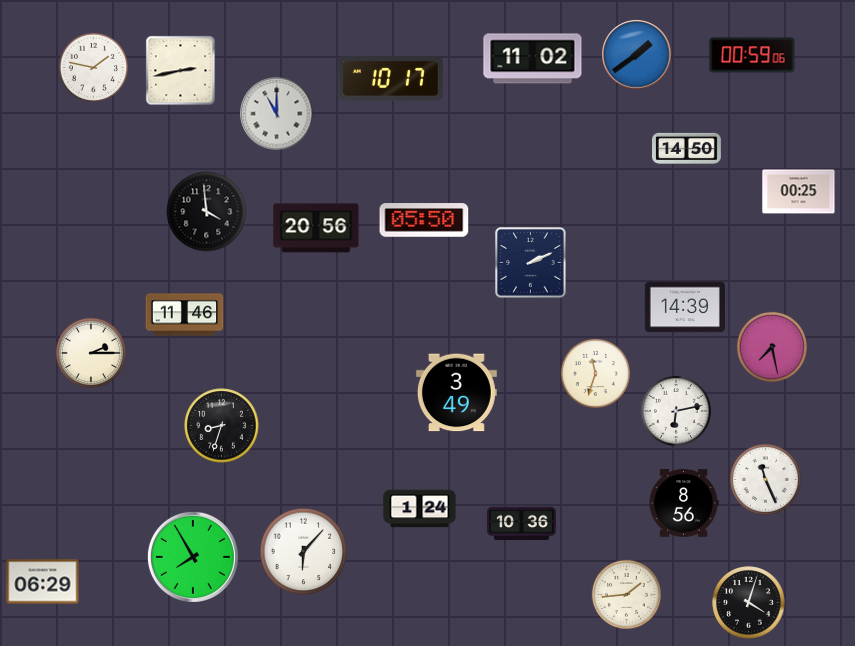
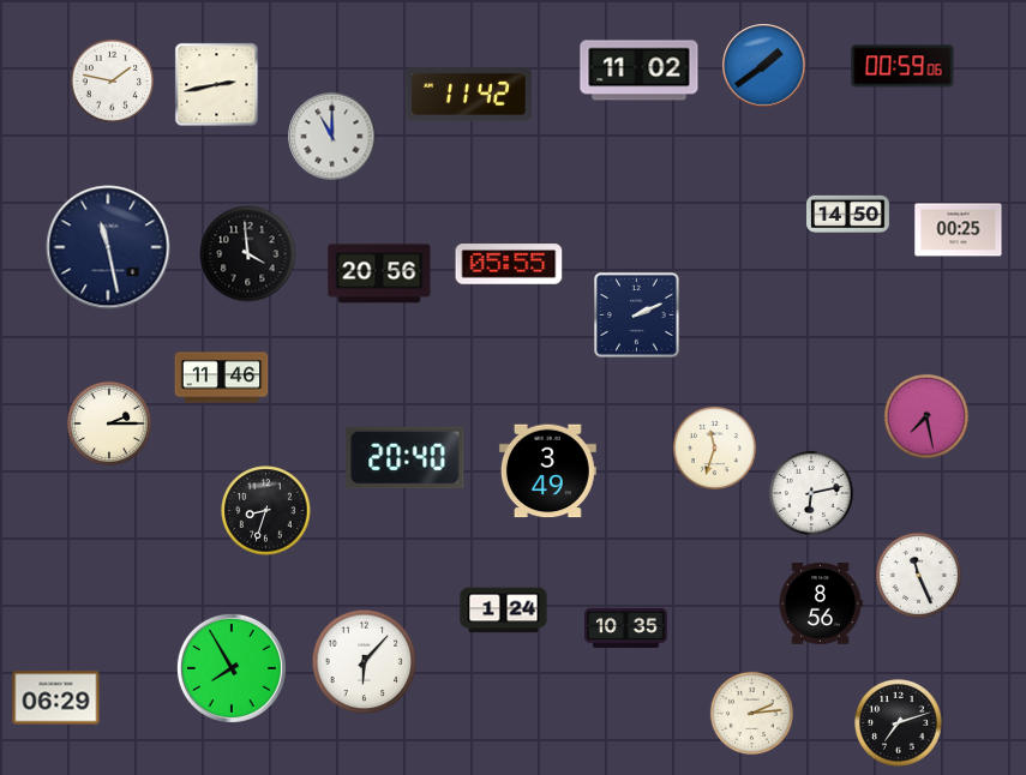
clock at (390, 79): 10:17 -> 11:42
clock at (687, 148) position: (687, 148) -> (848, 214)
clock at (108, 247): none -> 11:28
clock at (424, 220): 05:50 -> 05:55
clock at (685, 307): 14:39 -> none
clock at (406, 458): none -> 20:40
clock at (522, 523): 10:36 -> 10:35
clock at (43, 582) position: (43, 582) -> (56, 698)
clock at (626, 594): 1:44 -> 2:14
clock at (749, 603): 4:03 -> 7:12
